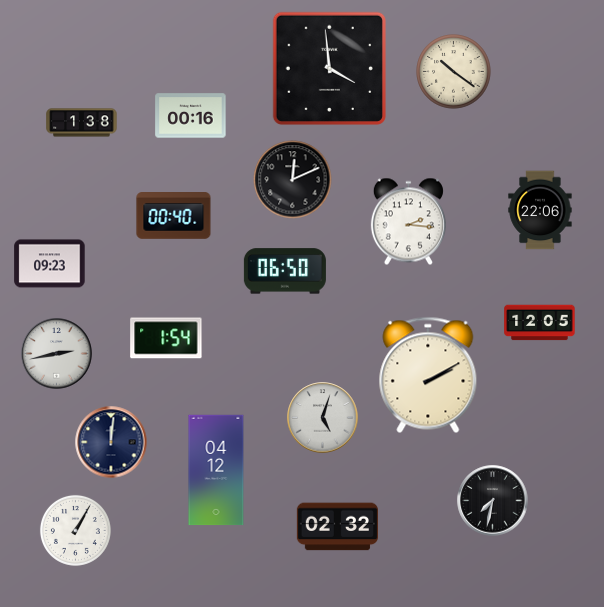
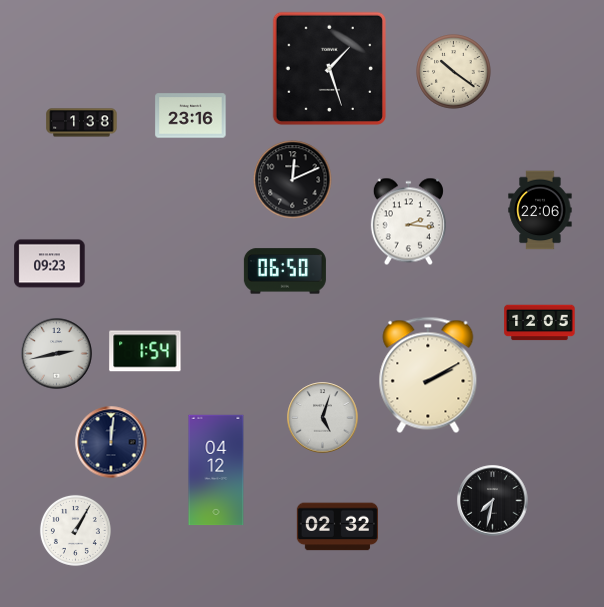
clock at (329, 68): 3:59 -> 1:27
clock at (191, 116): 00:16 -> 23:16
clock at (174, 216): 00:40 -> none
clock at (166, 338) position: (166, 338) -> (145, 351)
